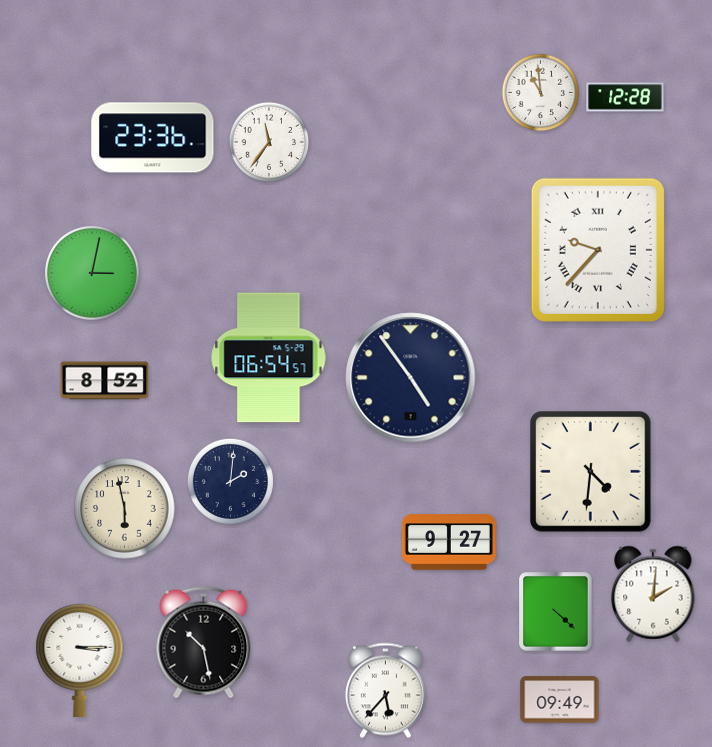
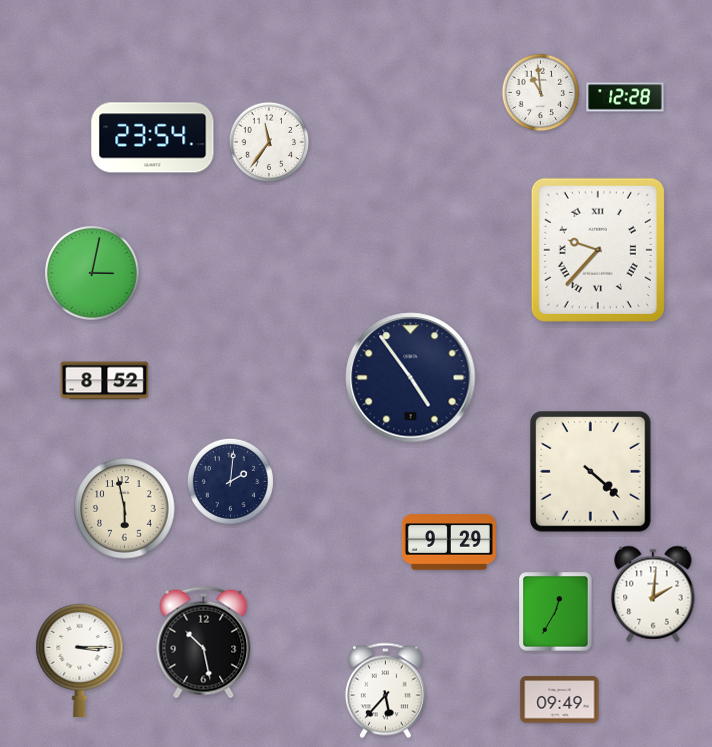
clock at (153, 138): 23:36 -> 23:54
clock at (269, 358): 06:54 -> none
clock at (591, 472): 4:31 -> 4:22
clock at (449, 542): 9:27 -> 9:29
clock at (556, 612): 4:22 -> 12:35
